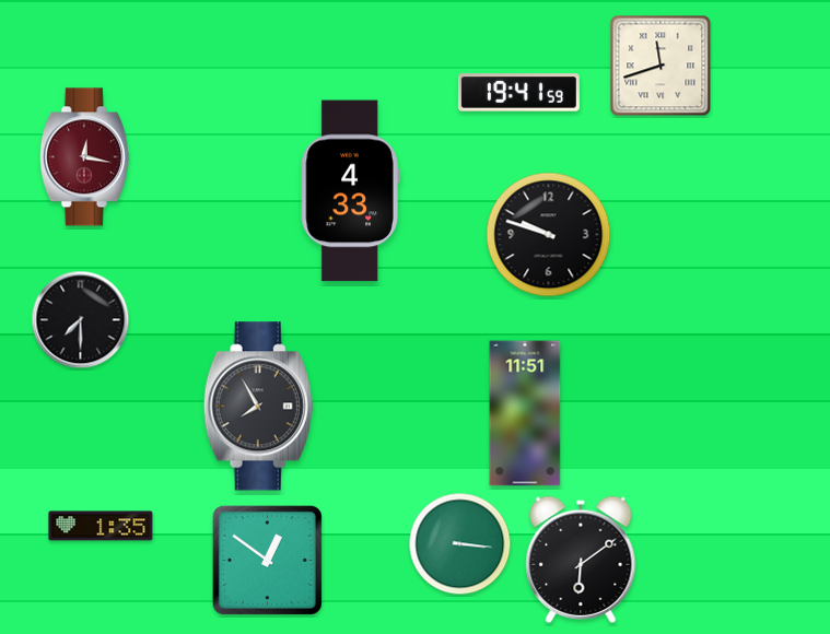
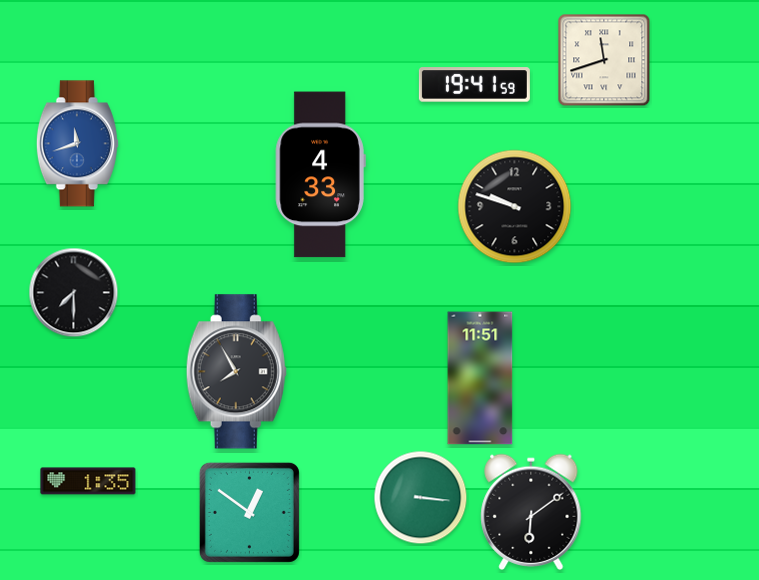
clock at (84, 157): 12:17 -> 11:42
clock at (84, 157) dial: burgundy -> blue
clock at (549, 235) position: (549, 235) -> (515, 207)
clock at (101, 526) position: (101, 526) -> (88, 481)
clock at (267, 560) position: (267, 560) -> (249, 512)
